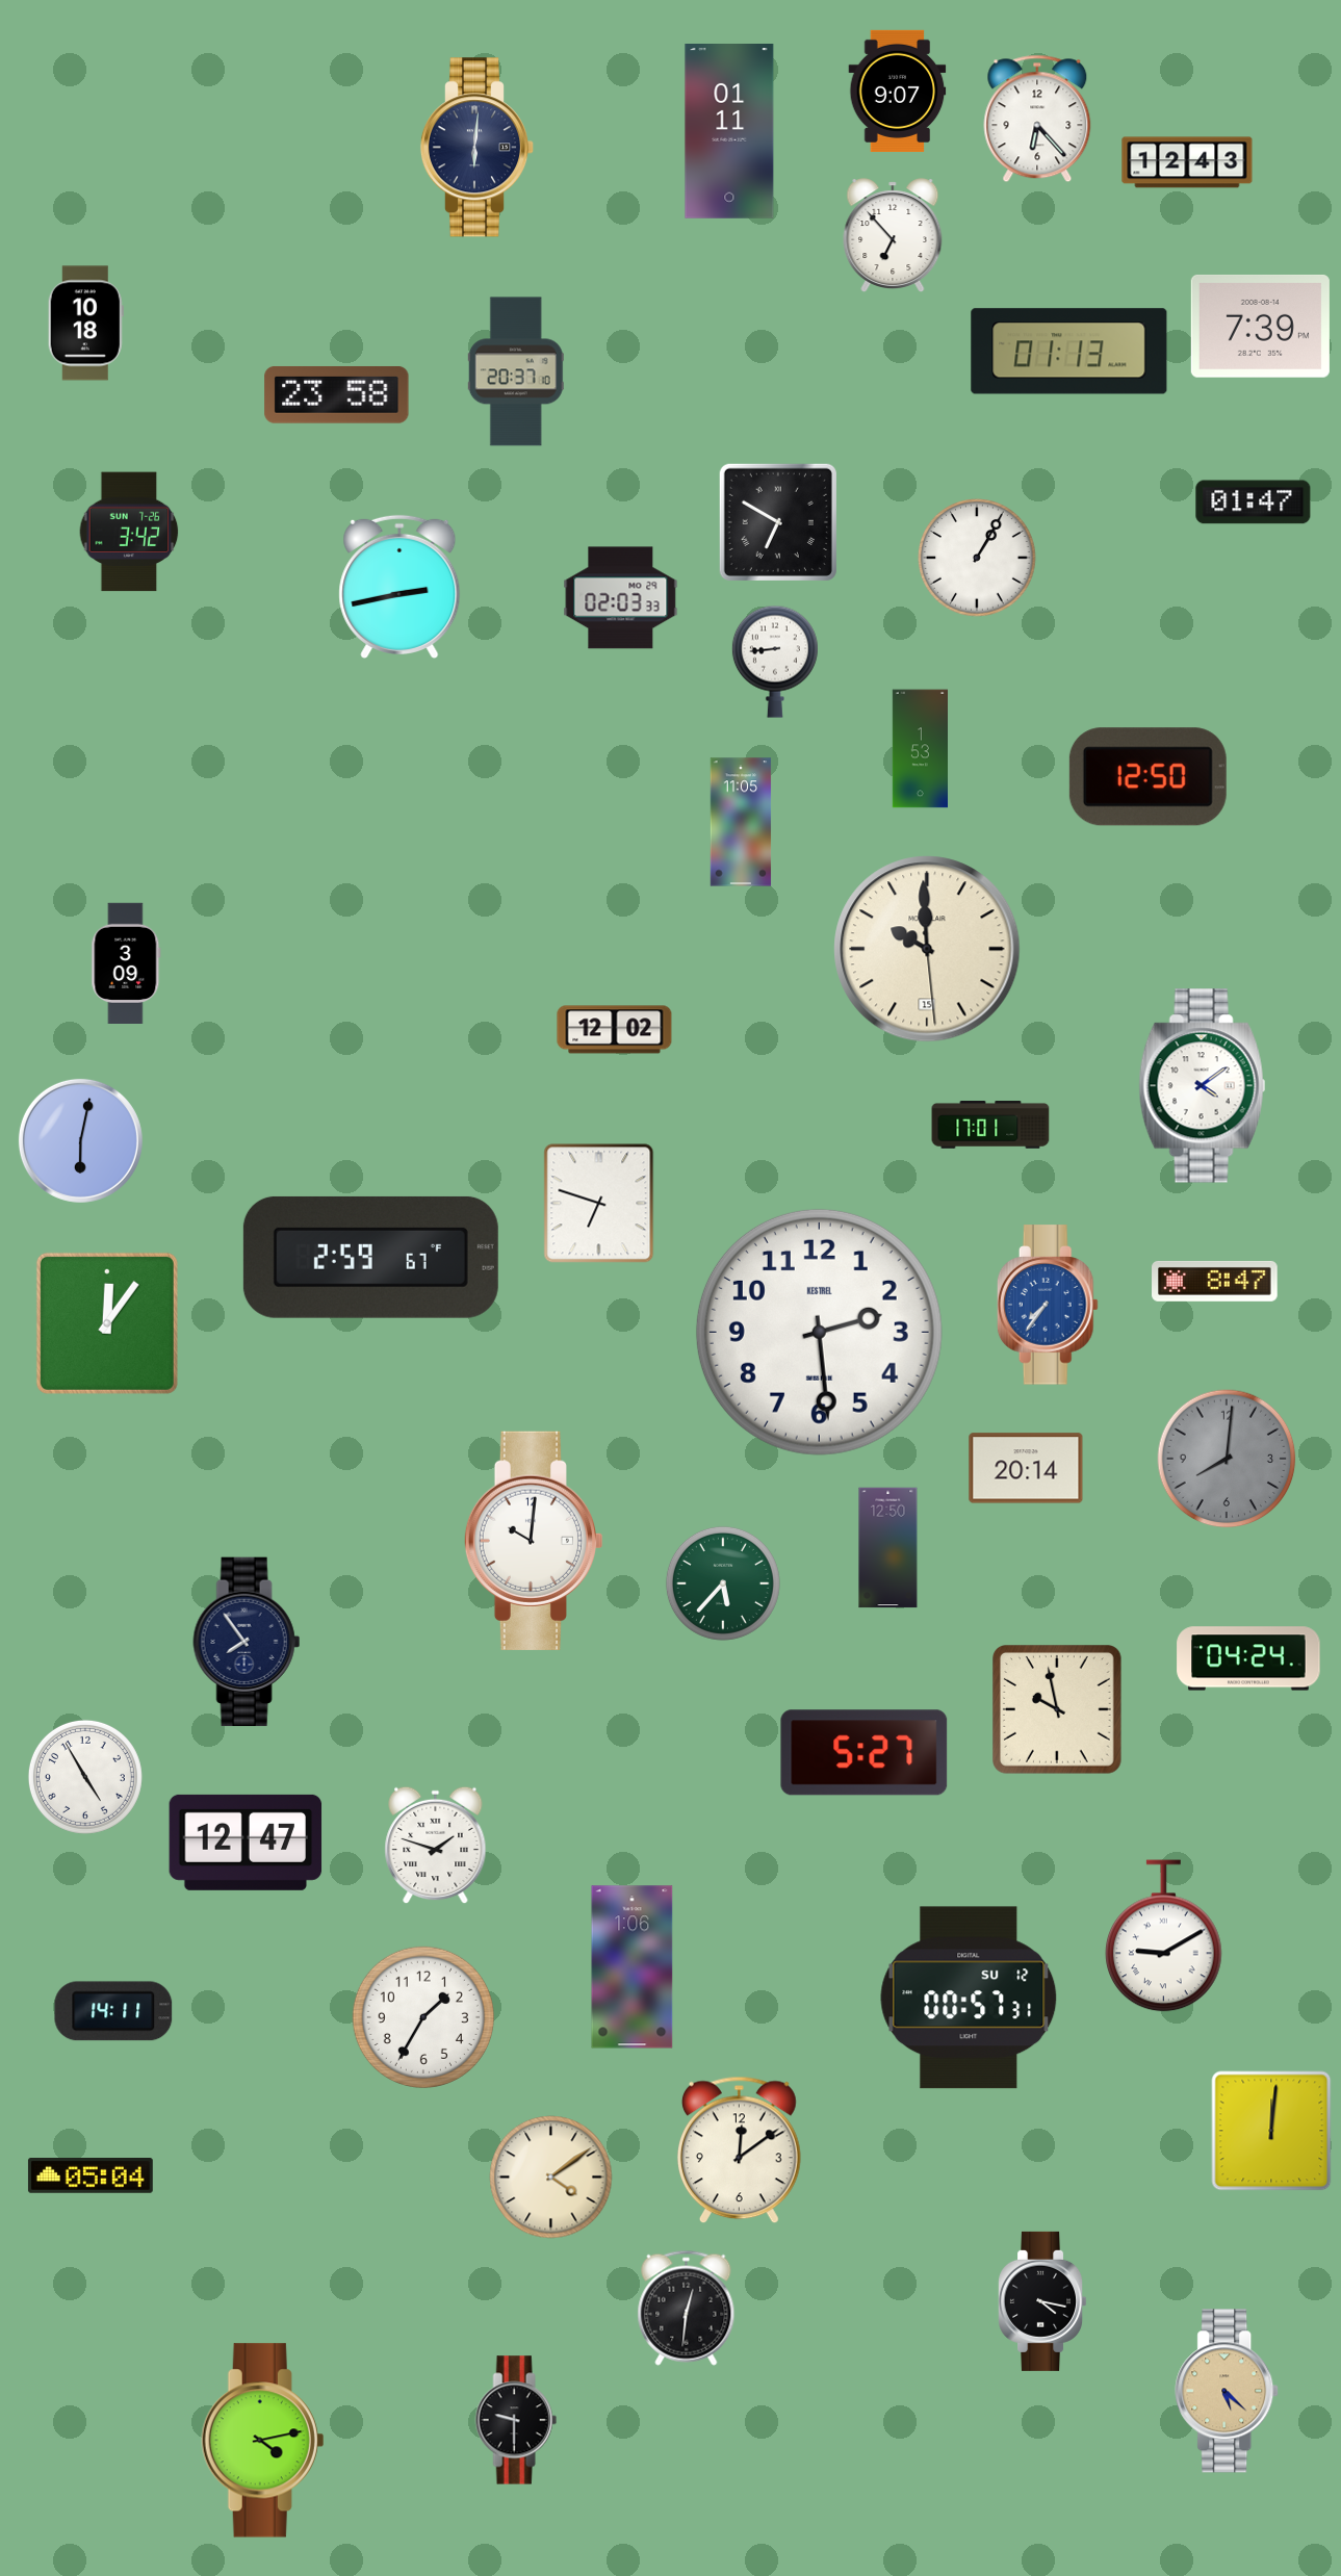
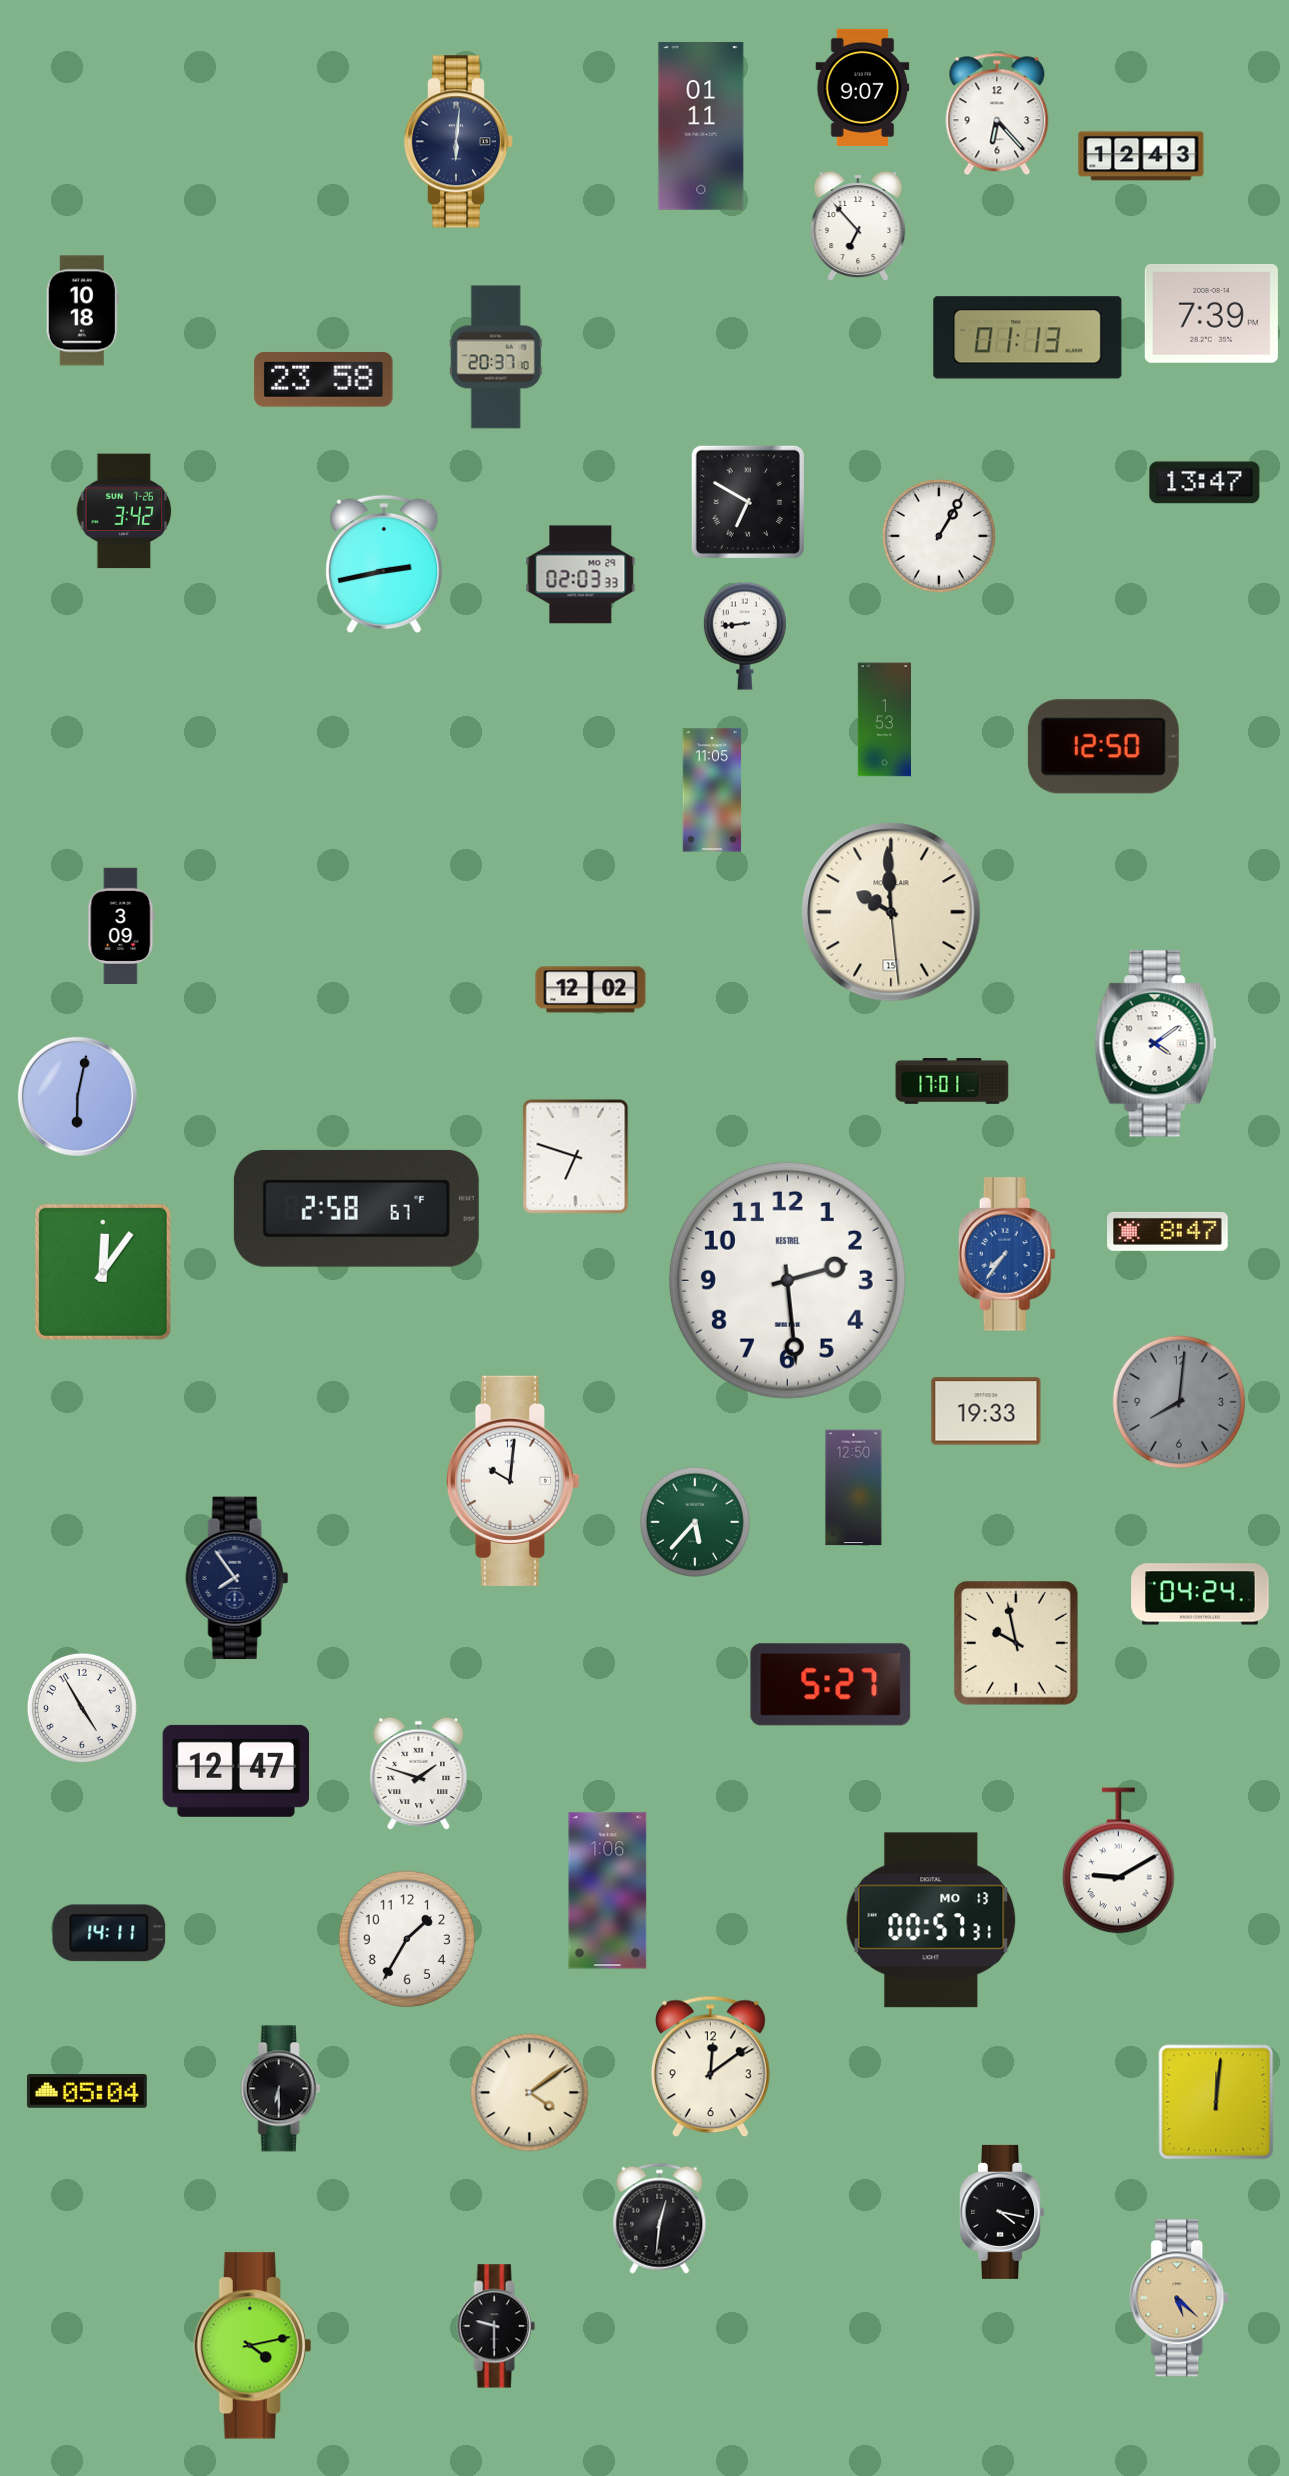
clock at (1254, 503): 01:47 -> 13:47
clock at (621, 598) position: (621, 598) -> (581, 575)
clock at (370, 1257): 2:59 -> 2:58
clock at (1026, 1468): 20:14 -> 19:33
clock at (969, 1998) date: SU 12 -> MO 13
clock at (1271, 2131) position: (1271, 2131) -> (1216, 2102)
clock at (281, 2089): none -> 6:30
